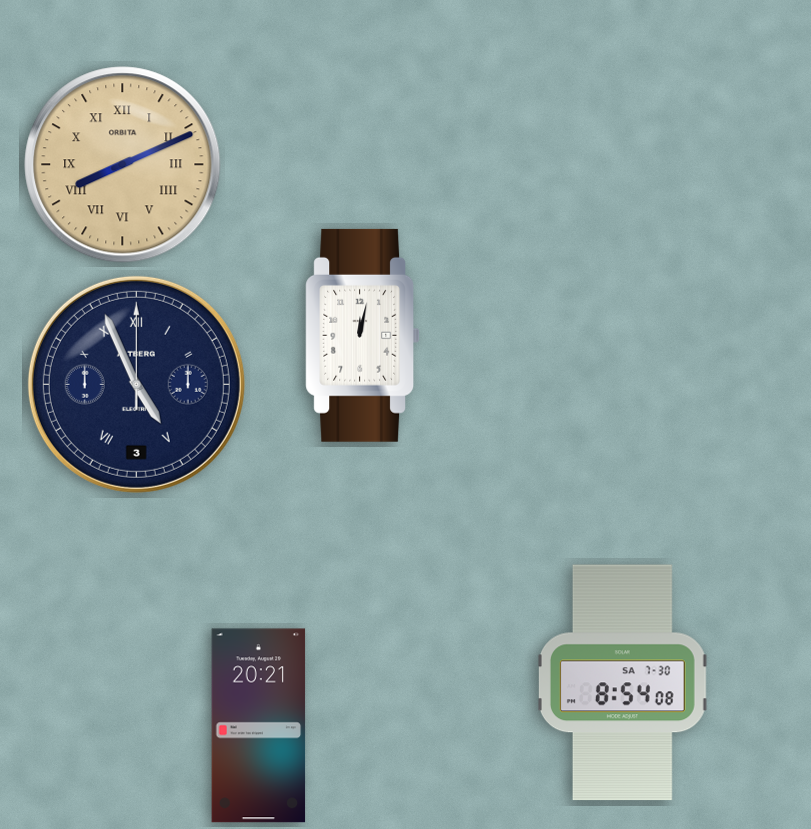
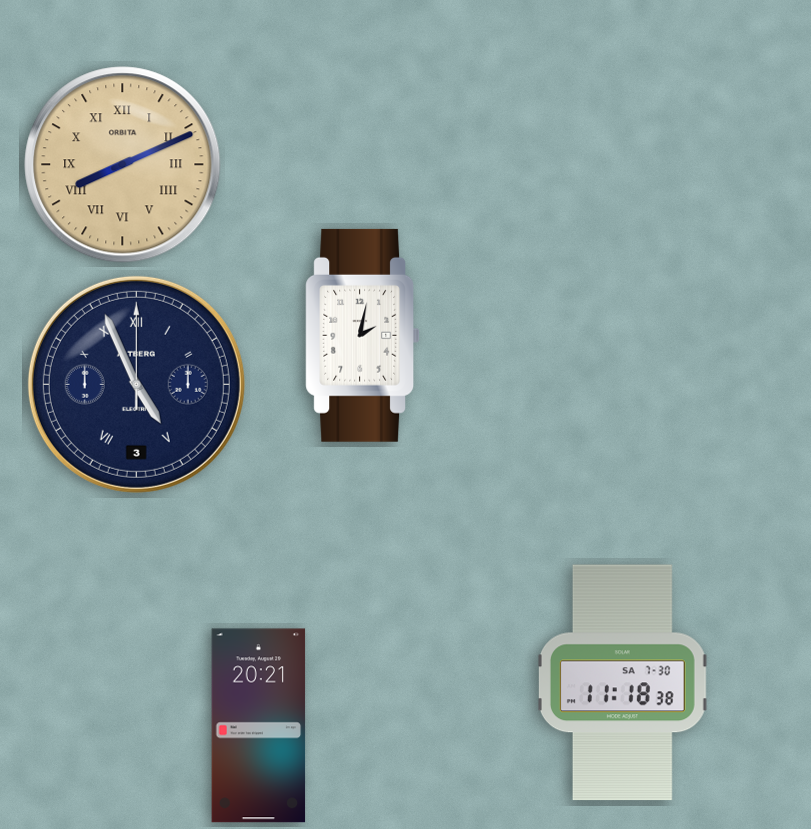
clock at (363, 335): 12:02 -> 2:02
clock at (622, 683): 8:54 -> 11:18
